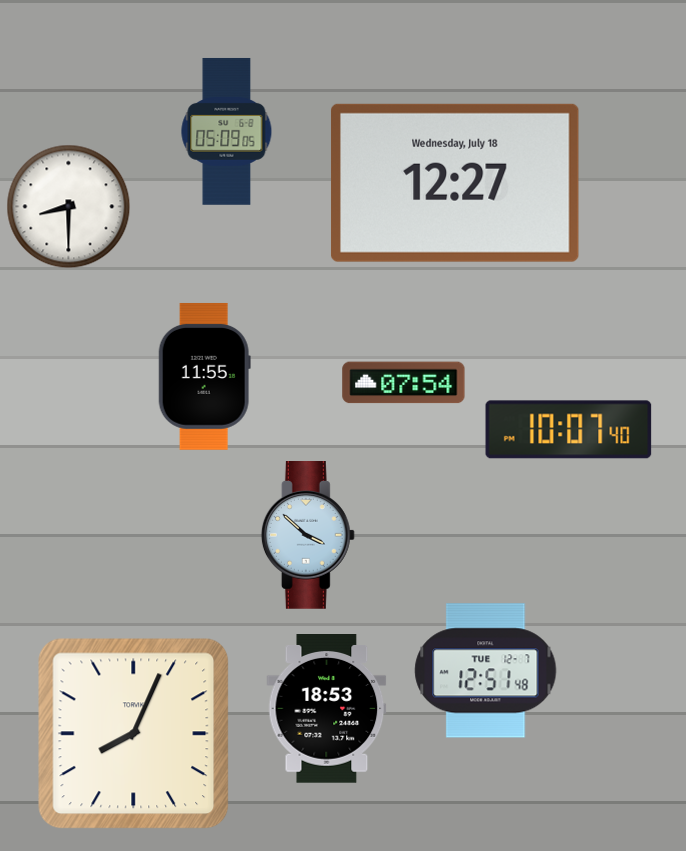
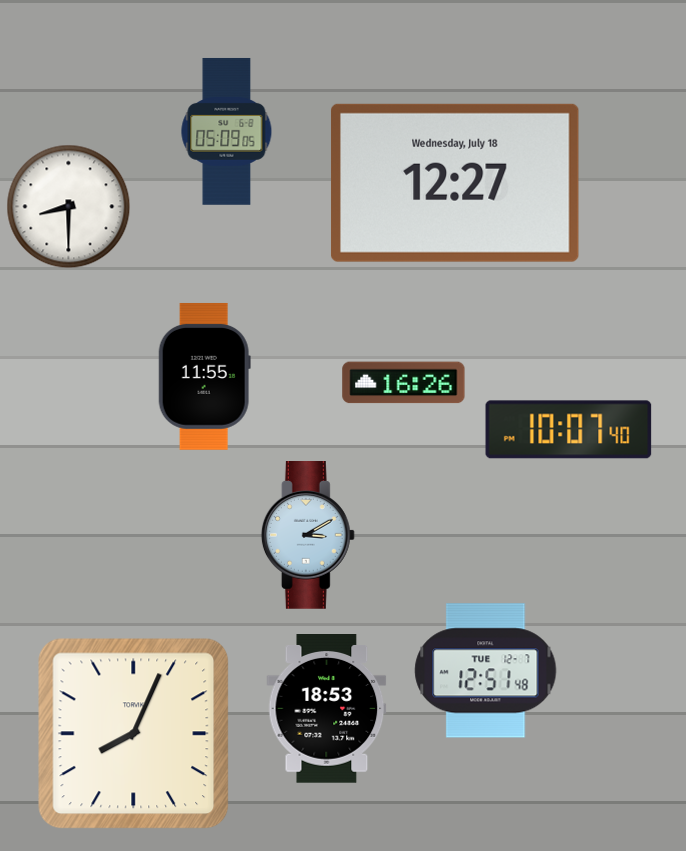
clock at (404, 383): 07:54 -> 16:26
clock at (308, 536): 3:52 -> 3:10
